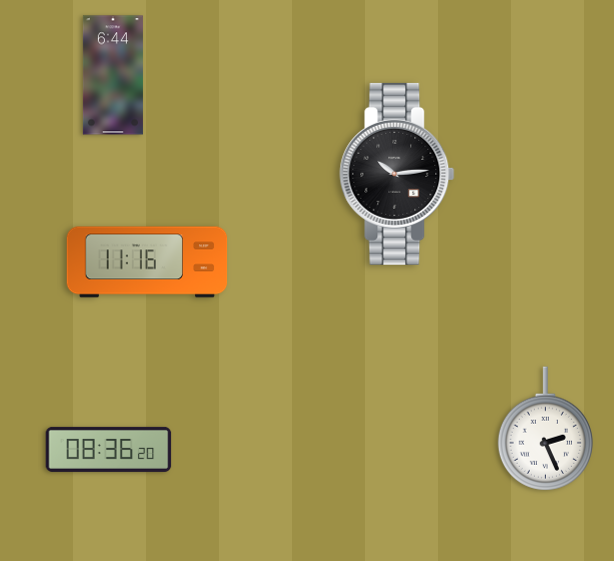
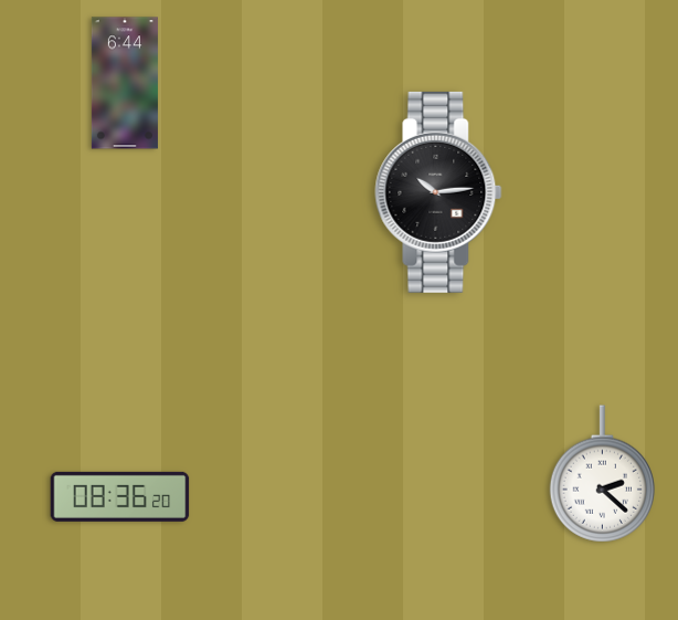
clock at (147, 262): 11:16 -> none
clock at (545, 429): 2:26 -> 2:22
